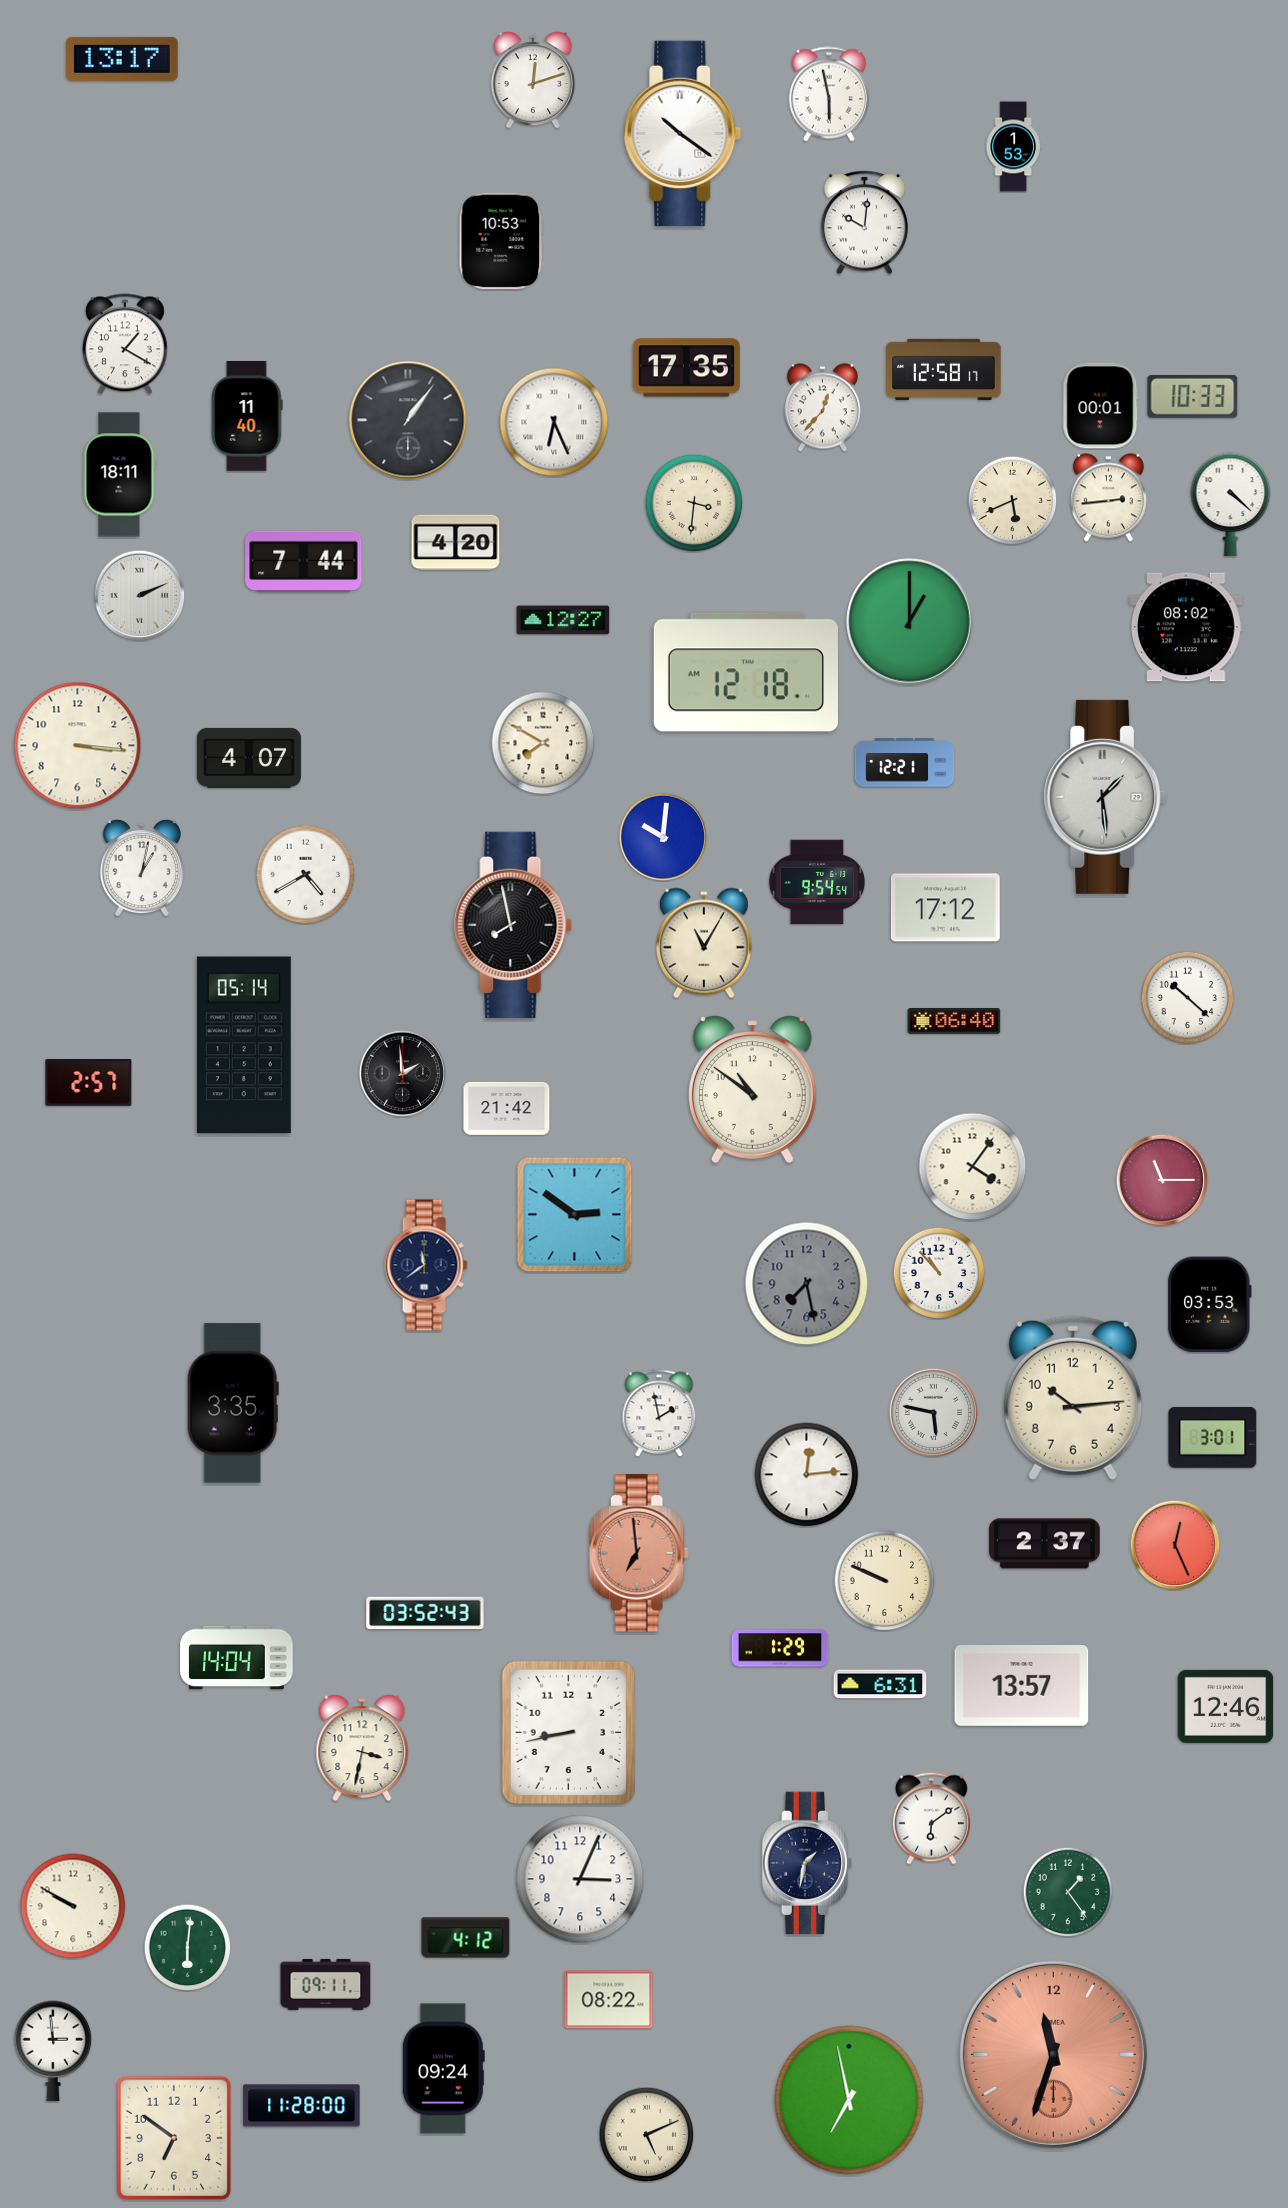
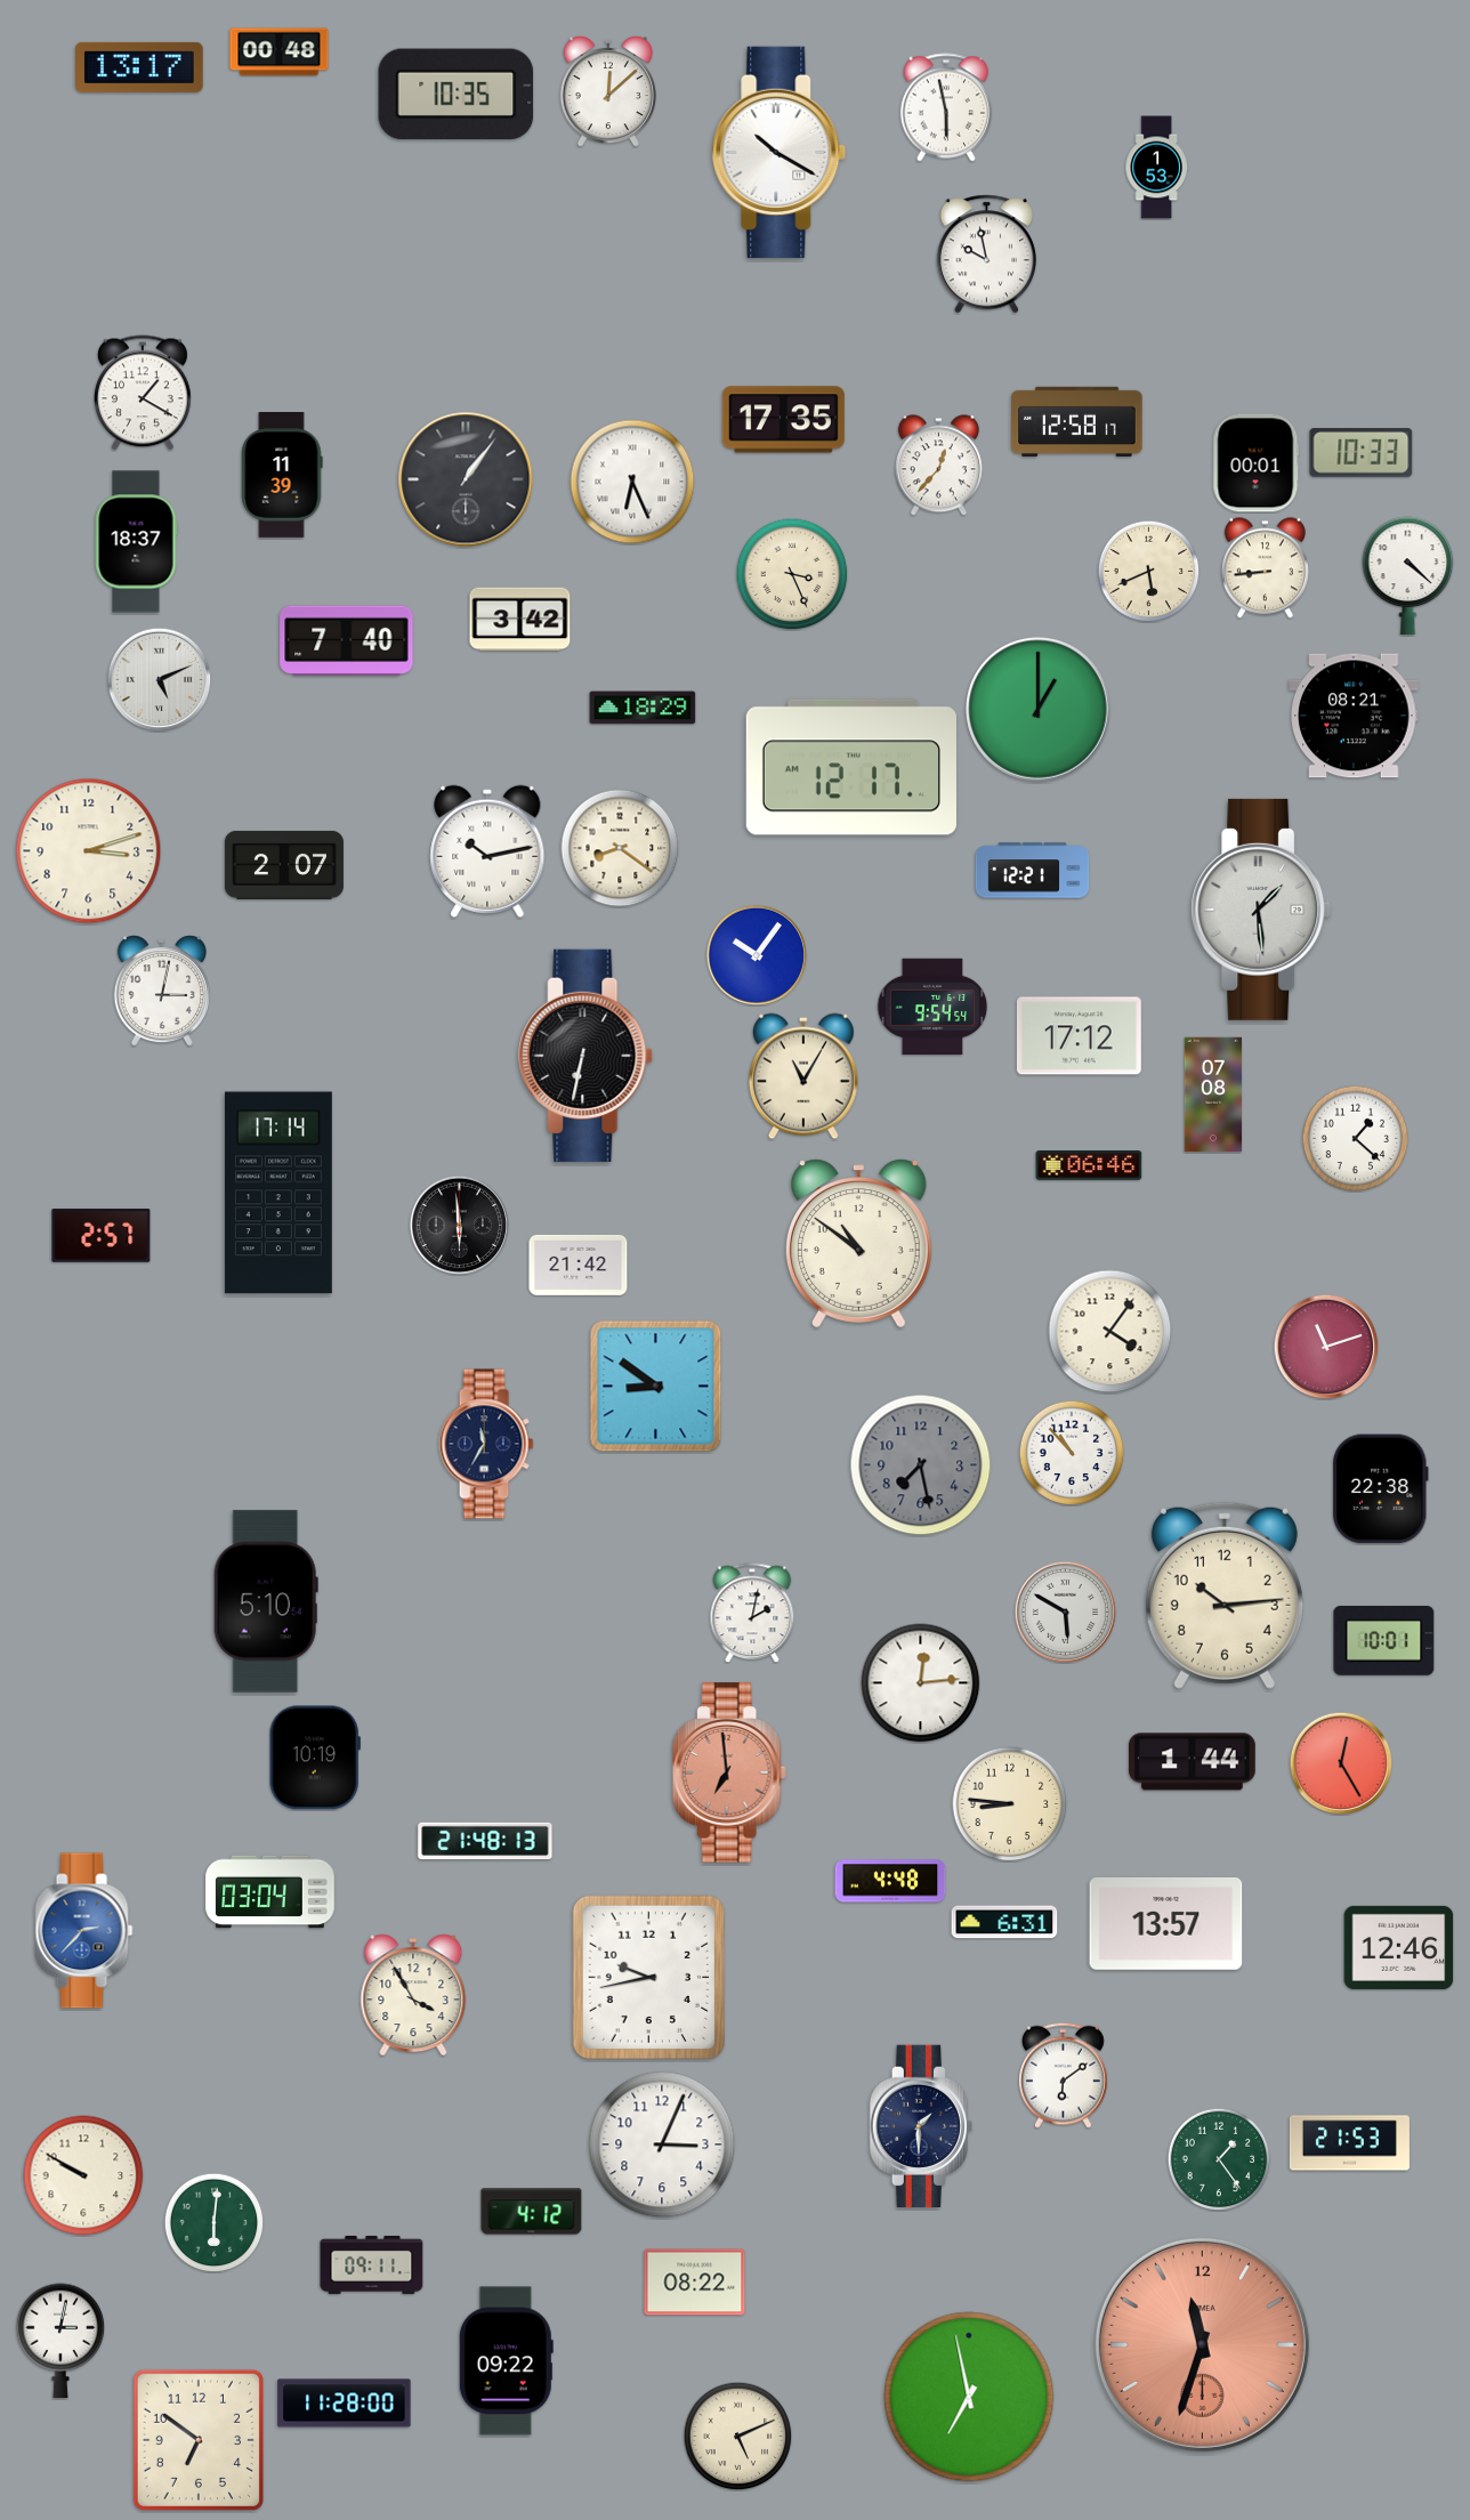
clock at (280, 52): none -> 00:48
clock at (533, 80): 12:12 -> 12:08
clock at (457, 95): none -> 10:35
clock at (683, 133): 10:21 -> 10:20
clock at (864, 223): 10:01 -> 9:58
clock at (501, 241): 10:53 -> none
clock at (247, 417): 11:40 -> 11:39
clock at (119, 475): 18:11 -> 18:37
clock at (1108, 498): 2:44 -> 8:44
clock at (1012, 500) position: (1012, 500) -> (1148, 571)
clock at (694, 503): 3:31 -> 3:26
clock at (1231, 504) position: (1231, 504) -> (1408, 575)
clock at (456, 543): 4:20 -> 3:42
clock at (304, 561): 7:44 -> 7:40
clock at (139, 595): 2:11 -> 5:11
clock at (563, 620): 12:27 -> 18:29
clock at (1186, 627): 08:02 -> 08:21
clock at (746, 672): 12:18 -> 12:17
clock at (543, 743): 7:50 -> 8:21
clock at (78, 746): 3:16 -> 3:12
clock at (487, 851): none -> 10:13
clock at (249, 758): 4:07 -> 2:07
clock at (663, 837): 10:01 -> 10:06
clock at (142, 868): 1:02 -> 3:02
clock at (306, 875): 4:40 -> none
clock at (514, 925): 7:58 -> 6:32
clock at (1213, 1095): none -> 07:08
clock at (1187, 997): 10:22 -> 1:22
clock at (954, 1021): 06:40 -> 06:46
clock at (244, 1045): 05:14 -> 17:14
clock at (402, 1073): 1:59 -> 5:59
clock at (1162, 1180): 11:15 -> 11:12
clock at (575, 1215): 2:51 -> 8:51
clock at (426, 1265): 11:39 -> 11:35
clock at (1209, 1305): 03:53 -> 22:38
clock at (233, 1403): 3:35 -> 5:10
clock at (933, 1412): 5:47 -> 5:50
clock at (659, 1413): 1:58 -> 2:02
clock at (1213, 1437): 3:01 -> 10:01
clock at (315, 1758): none -> 10:19
clock at (1045, 1544): 2:37 -> 1:44
clock at (1175, 1545): 12:26 -> 12:25
clock at (885, 1581): 9:49 -> 8:46
clock at (425, 1613): 03:52 -> 21:48
clock at (780, 1648): 1:29 -> 4:48
clock at (237, 1658): 14:04 -> 03:04
clock at (84, 1931): none -> 2:37
clock at (568, 1732): 8:43 -> 9:43
clock at (362, 1748): 3:32 -> 3:55
clock at (806, 1862): 1:32 -> 1:30
clock at (1349, 2143): none -> 21:53
clock at (53, 2051): 2:59 -> 3:02
clock at (443, 2069): 09:24 -> 09:22
